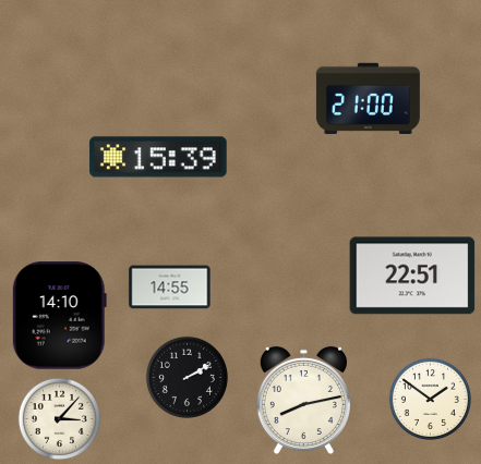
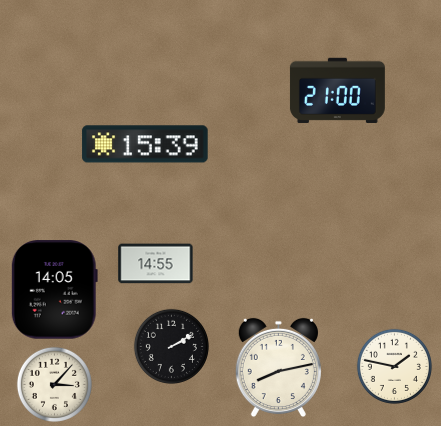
clock at (412, 276): 22:51 -> none
clock at (59, 316): 14:10 -> 14:05
clock at (430, 399): 1:51 -> 1:47
